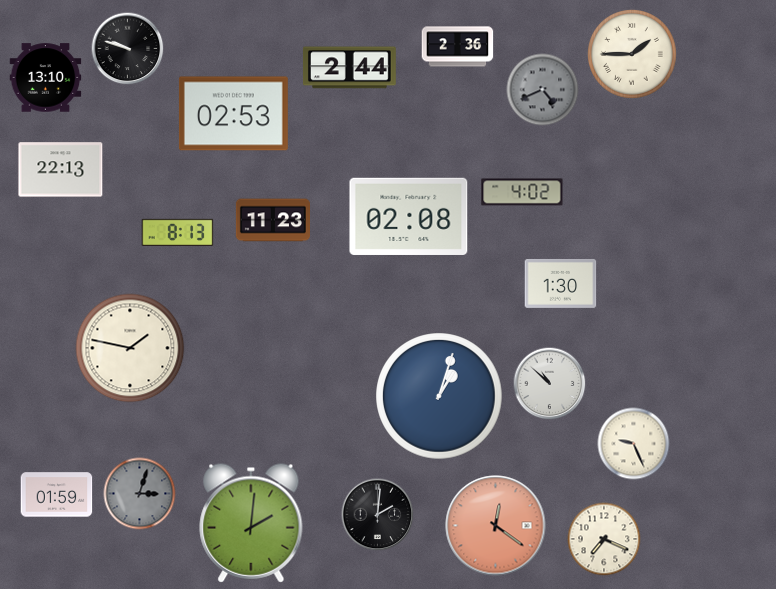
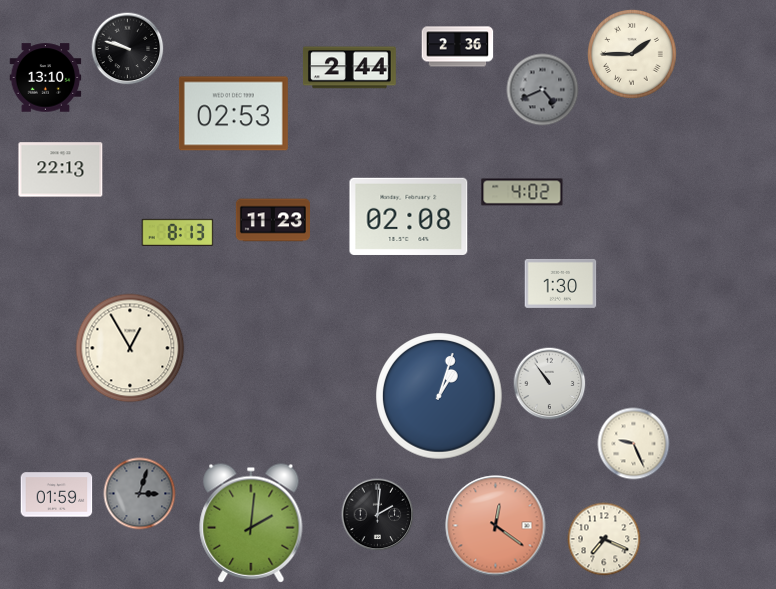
clock at (130, 348): 1:47 -> 12:55
clock at (550, 384): 10:52 -> 10:54
